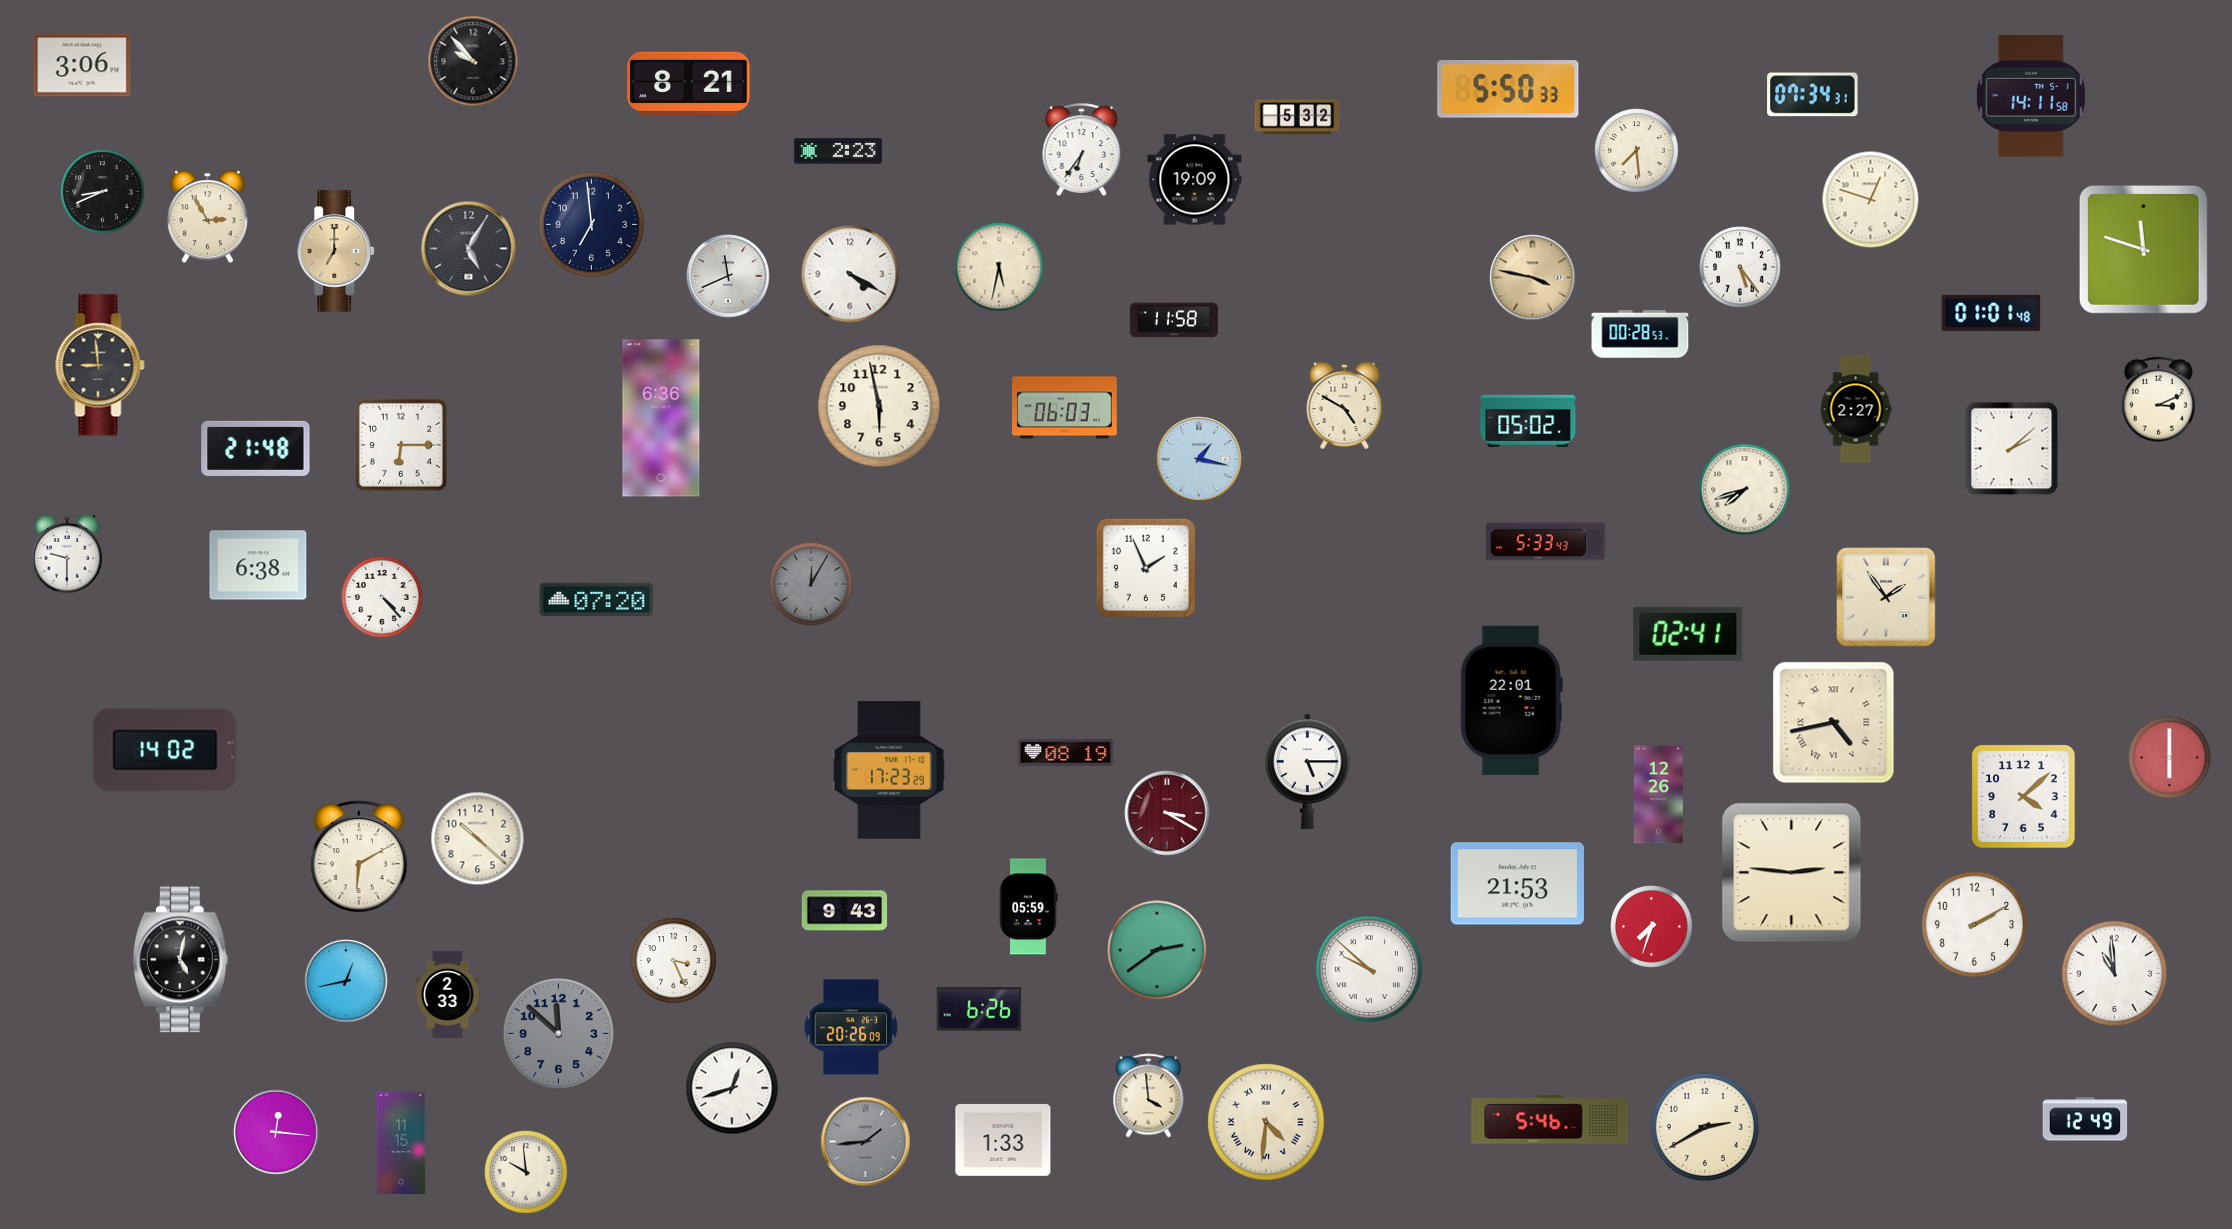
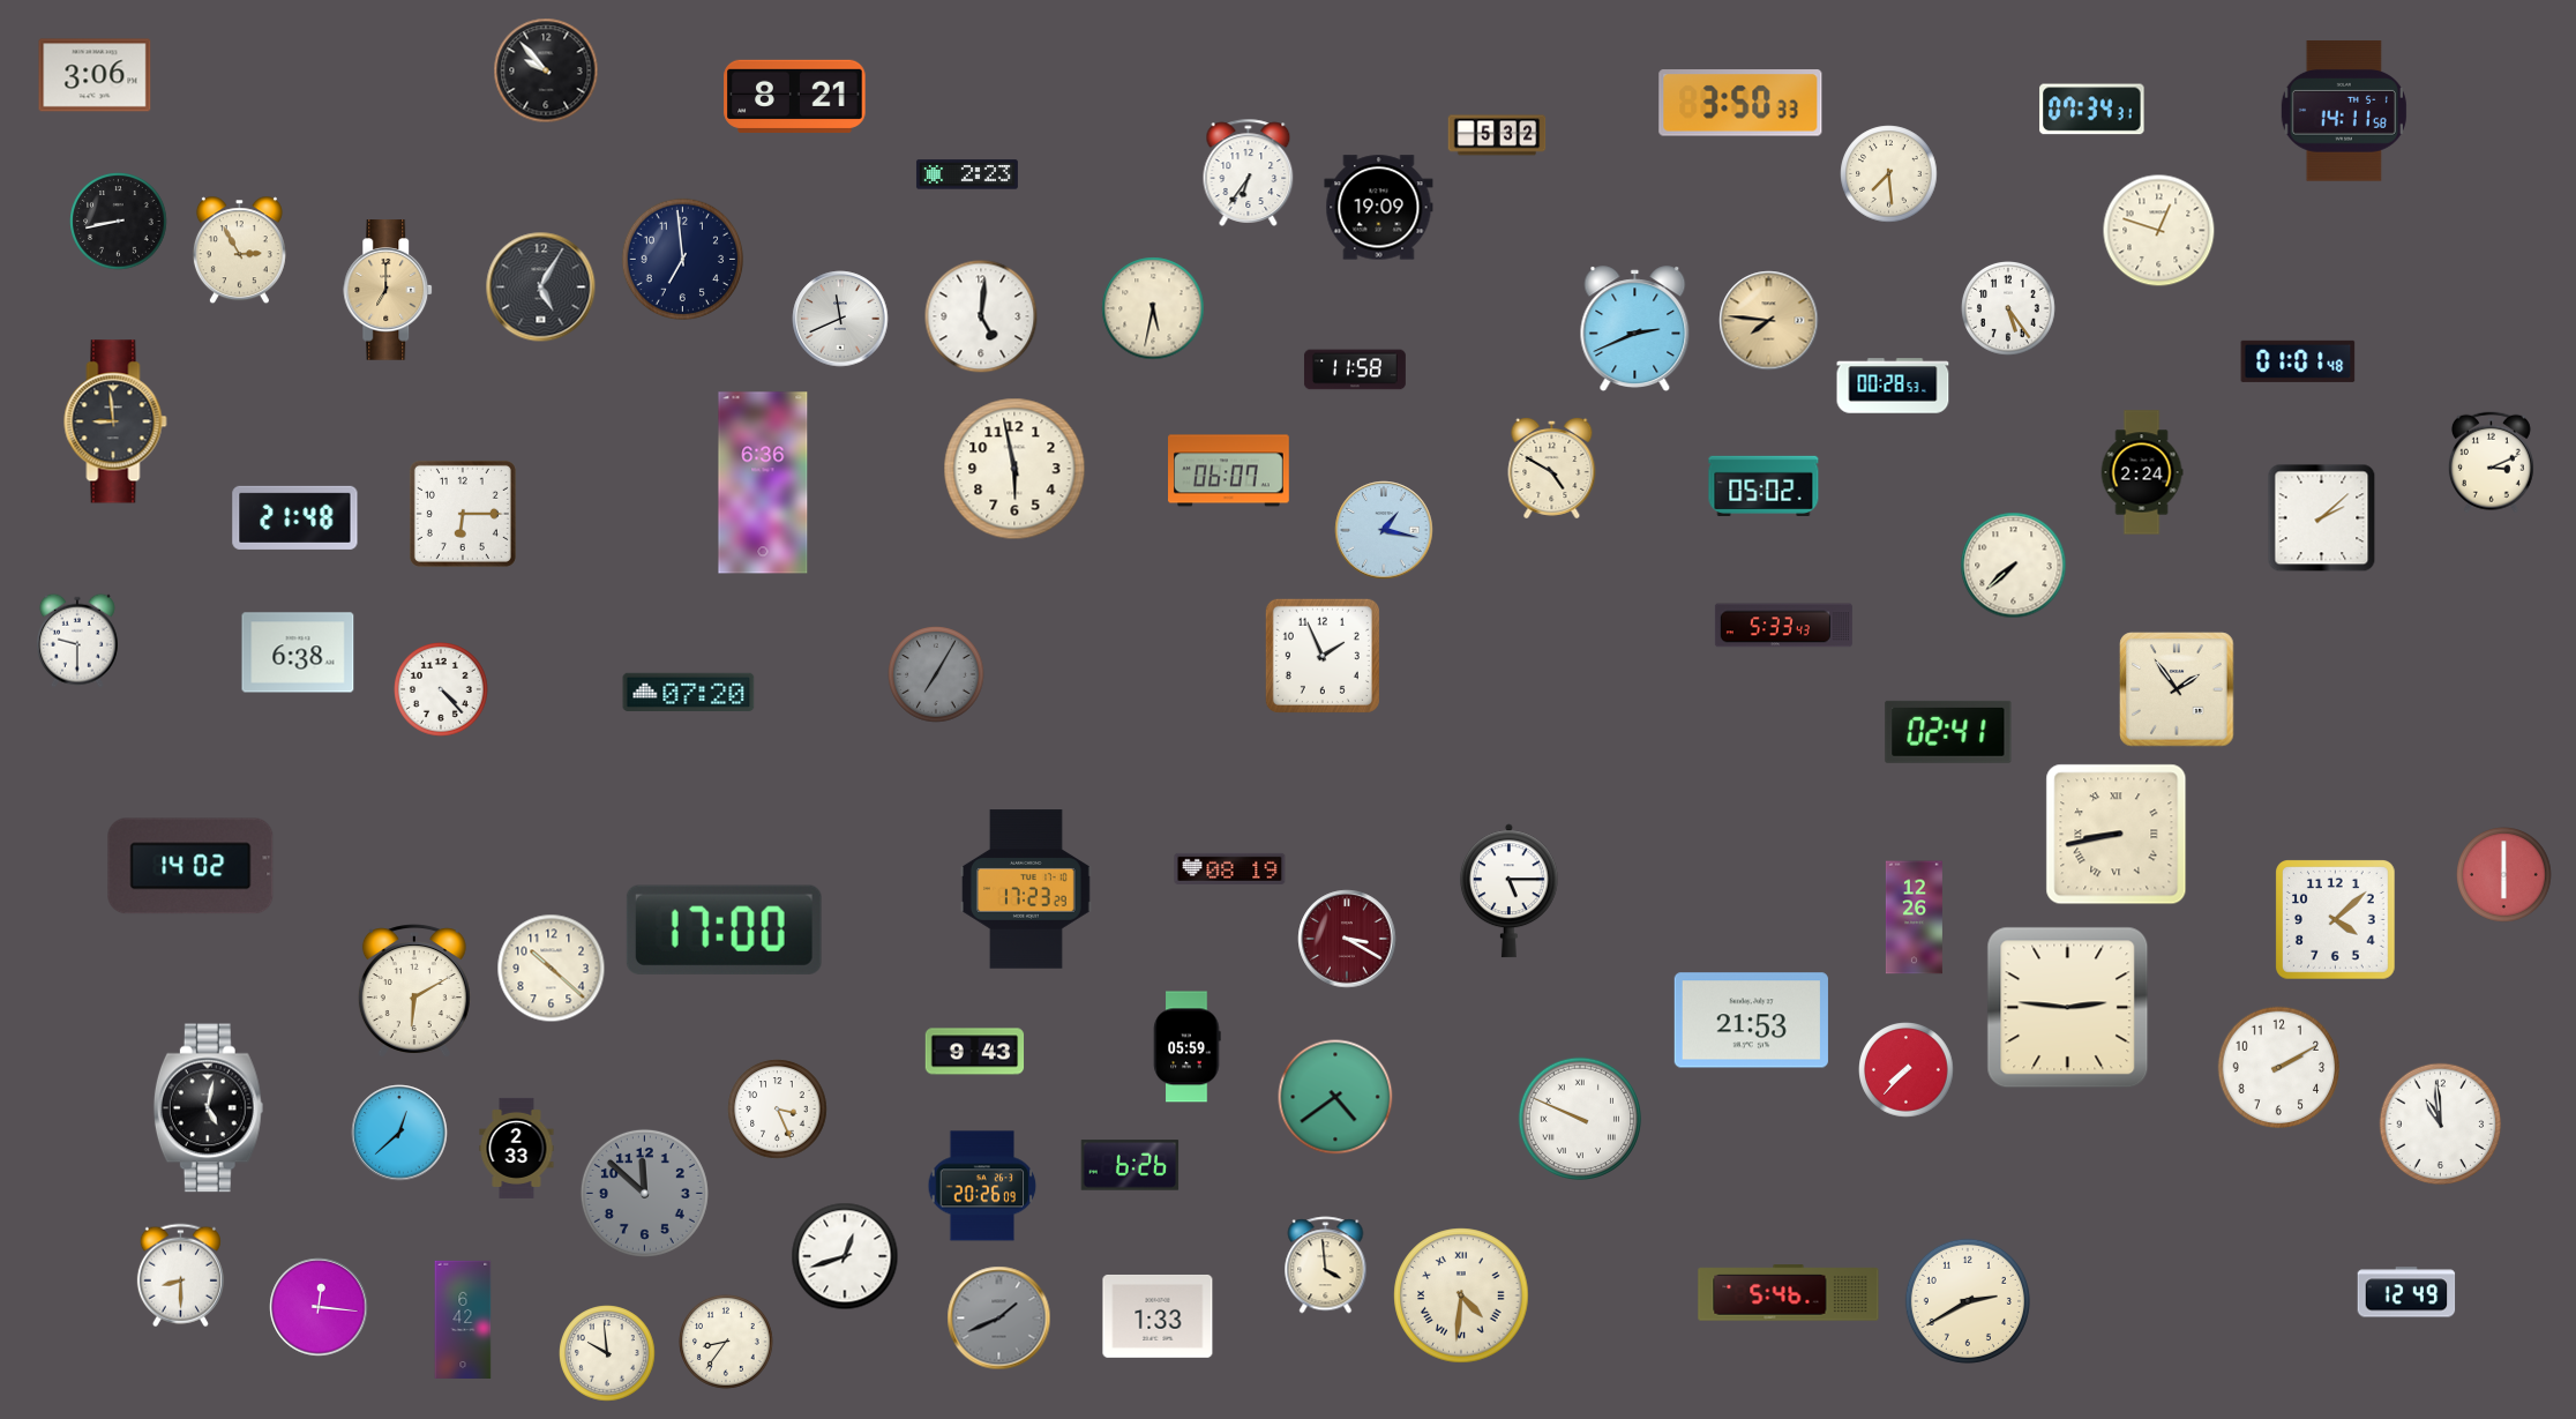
clock at (1508, 89): 5:50 -> 3:50
clock at (103, 192): 8:41 -> 8:43
clock at (2143, 249): 11:48 -> none
clock at (850, 274): 4:20 -> 5:01
clock at (1533, 278): 3:47 -> 7:46
clock at (1635, 328): none -> 2:41
clock at (1065, 408): 06:03 -> 06:07
clock at (1856, 409): 2:27 -> 2:24
clock at (1745, 490): 7:42 -> 7:38
clock at (811, 584): 12:05 -> 7:05
clock at (1511, 700): 22:01 -> none
clock at (1834, 723): 4:43 -> 8:43
clock at (724, 929): none -> 17:00
clock at (1652, 927): 7:33 -> 7:37
clock at (1157, 950): 2:39 -> 4:39
clock at (1368, 968): 9:52 -> 9:49
clock at (346, 981): 12:43 -> 12:38
clock at (180, 1276): none -> 8:30
clock at (866, 1142): 1:44 -> 1:41
clock at (401, 1143): 11:15 -> 6:42
clock at (727, 1343): none -> 8:36
